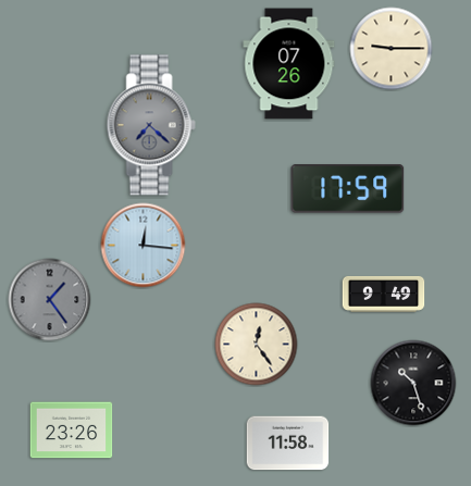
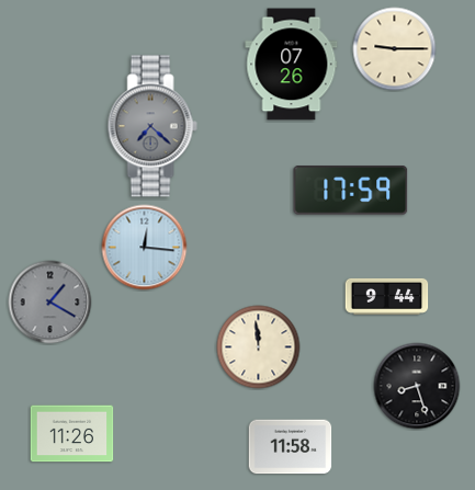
clock at (384, 294): 9:49 -> 9:44
clock at (50, 300): 1:24 -> 1:20
clock at (257, 345): 12:24 -> 11:59
clock at (413, 383): 10:27 -> 8:27
clock at (72, 431): 23:26 -> 11:26
